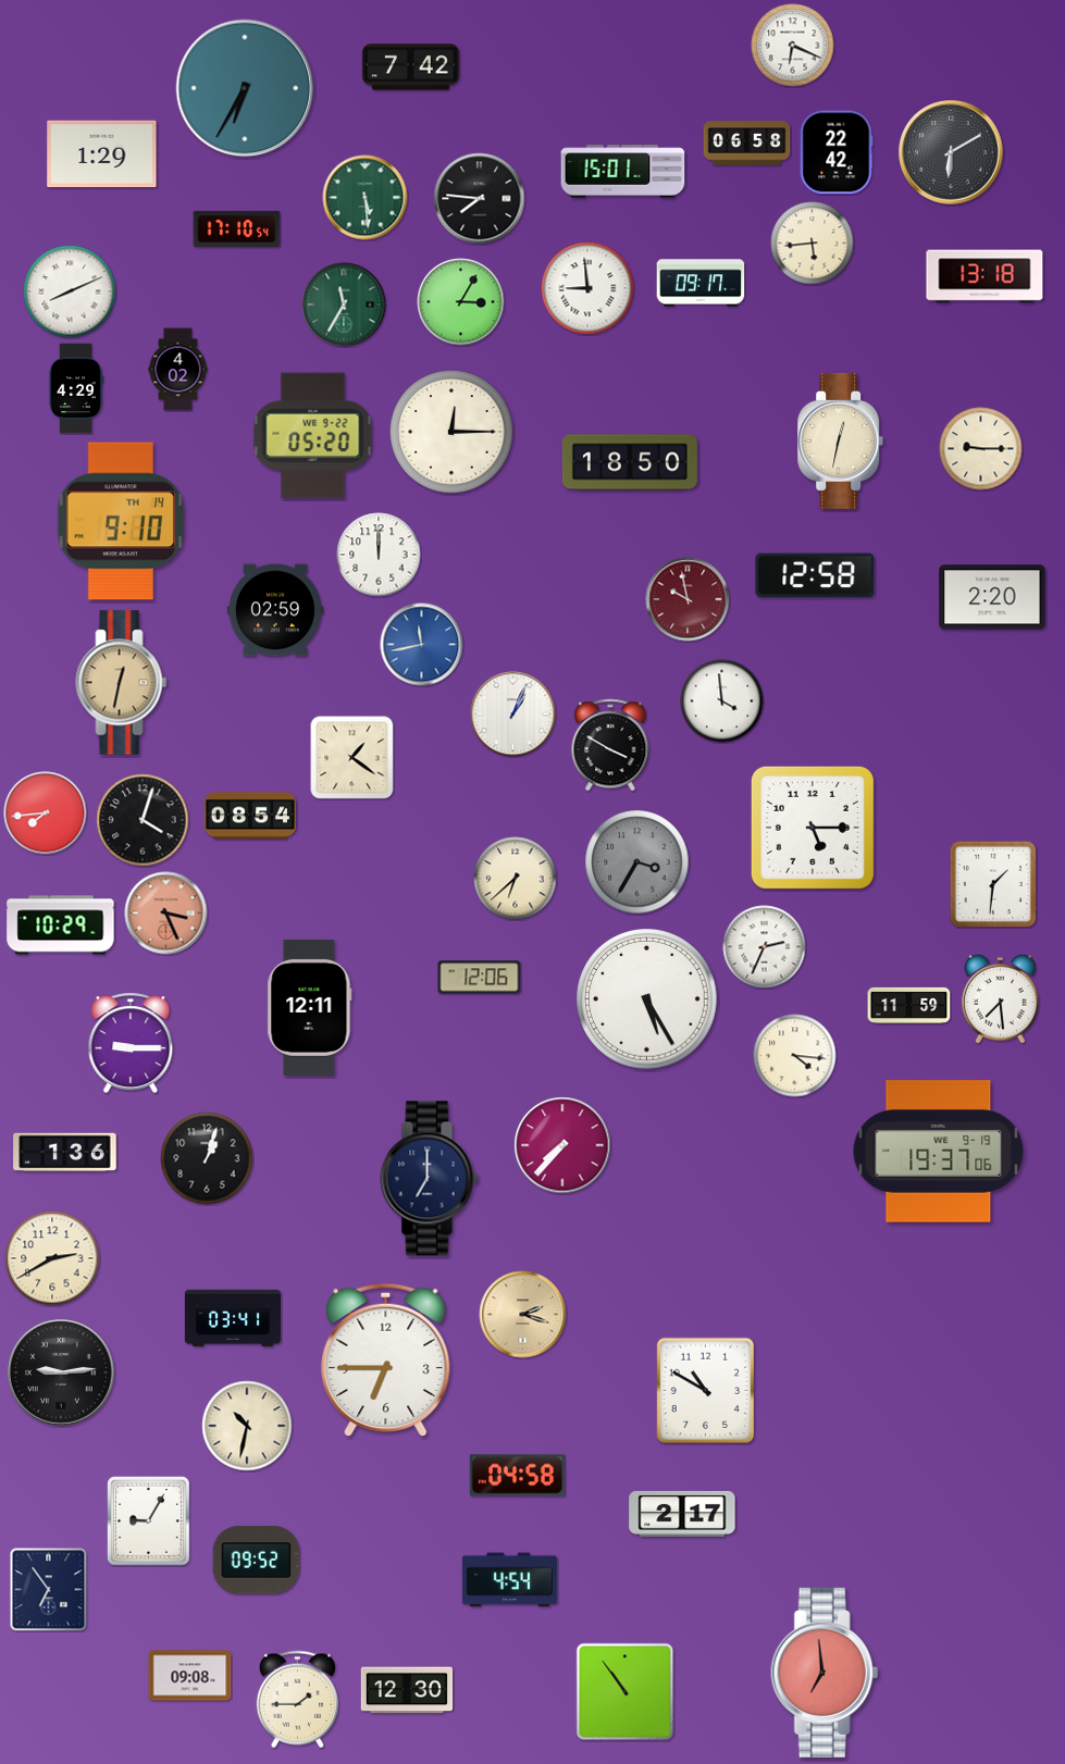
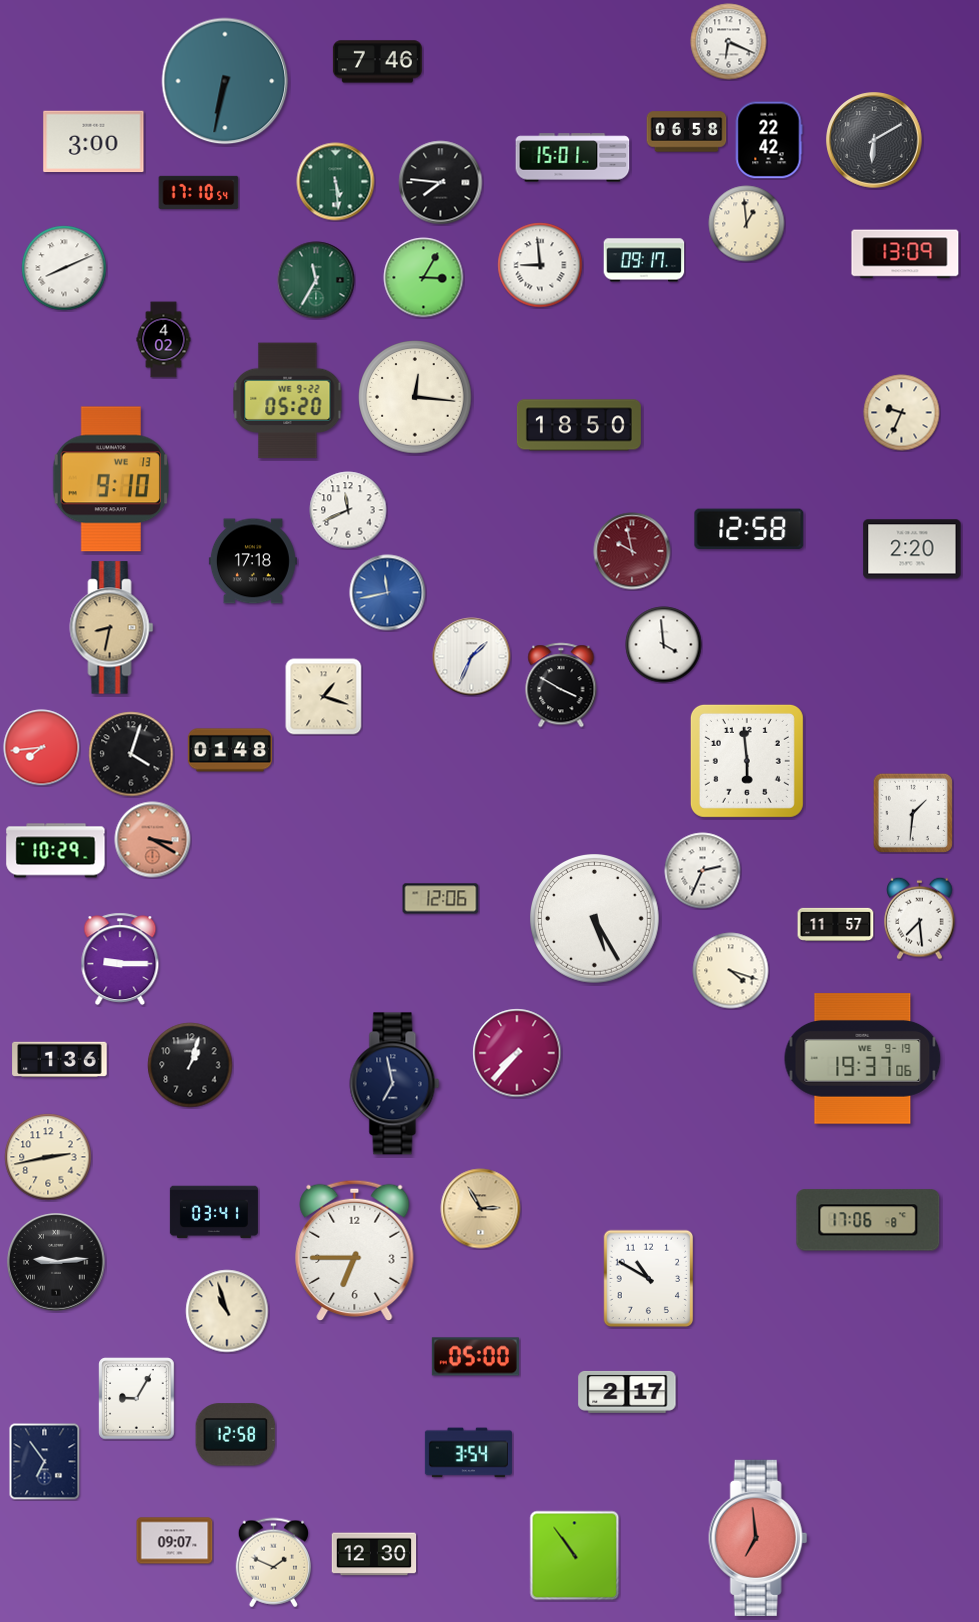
clock at (410, 67): 7:42 -> 7:46
clock at (245, 88): 6:35 -> 6:32
clock at (102, 154): 1:29 -> 3:00
clock at (237, 228) position: (237, 228) -> (199, 192)
clock at (813, 244): 5:44 -> 12:59
clock at (984, 276): 13:18 -> 13:09
clock at (76, 388): 4:29 -> none
clock at (451, 432): 12:15 -> 12:16
clock at (841, 440): 12:32 -> none
clock at (981, 449): 9:15 -> 9:34
clock at (121, 521) date: TH 14 -> WE 13
clock at (379, 555): 12:00 -> 11:41
clock at (275, 610): 02:59 -> 17:18
clock at (122, 683): 12:32 -> 8:32
clock at (513, 715): 1:04 -> 1:34
clock at (352, 758): 1:21 -> 1:18
clock at (250, 816): 08:54 -> 01:48
clock at (813, 828): 5:15 -> 5:59
clock at (637, 862): 3:35 -> none
clock at (516, 879): 6:38 -> none
clock at (166, 914): 3:26 -> 3:20
clock at (909, 1005): 11:59 -> 11:57
clock at (310, 1007): 12:11 -> none
clock at (795, 1056): 4:16 -> 4:18
clock at (430, 1179): 7:00 -> 6:58
clock at (52, 1258): 2:40 -> 2:43
clock at (523, 1315): 2:18 -> 2:55
clock at (868, 1220): none -> 17:06
clock at (247, 1426): 10:32 -> 10:57
clock at (517, 1476): 04:58 -> 05:00
clock at (257, 1561): 09:52 -> 12:58
clock at (509, 1580): 4:54 -> 3:54
clock at (190, 1676): 09:08 -> 09:07
clock at (297, 1700): 1:45 -> 1:49
